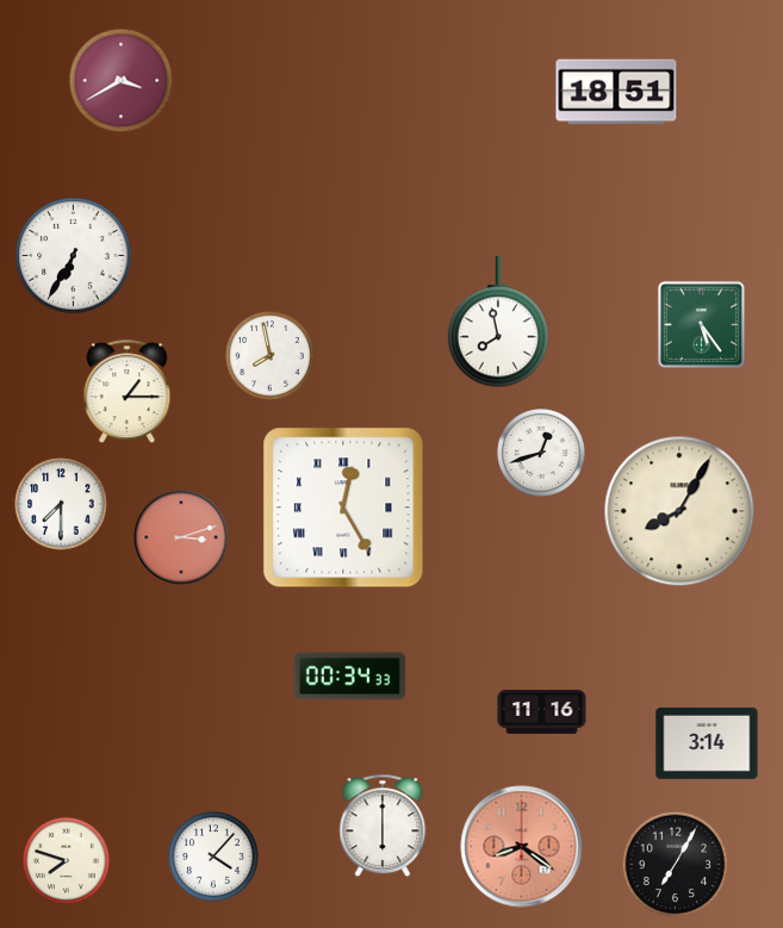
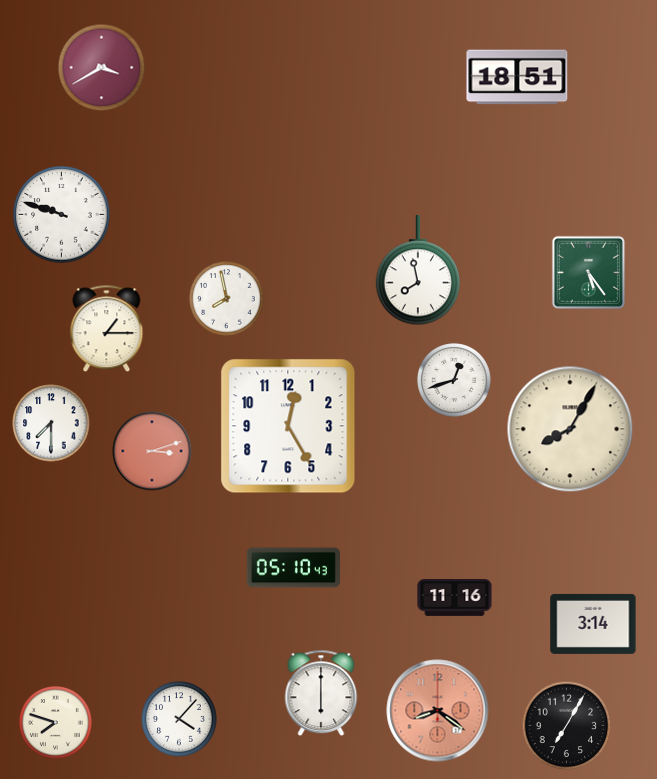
clock at (74, 256): 6:35 -> 9:48
clock at (343, 507) numerals: Roman -> Arabic
clock at (349, 677): 00:34 -> 05:10
